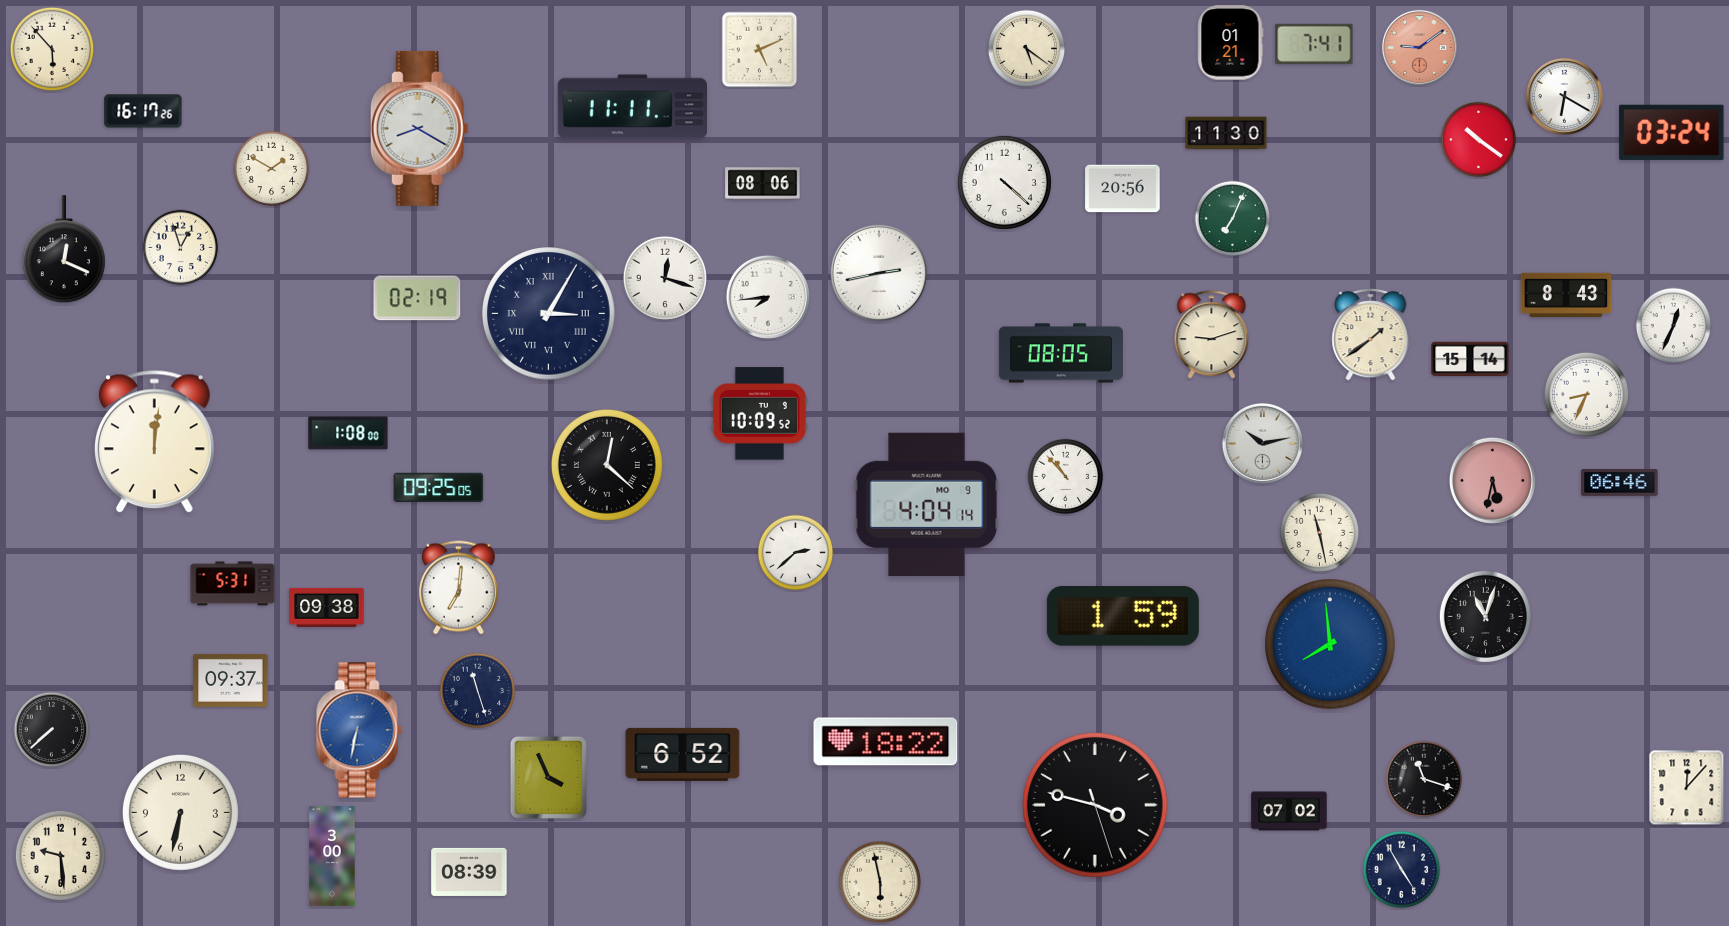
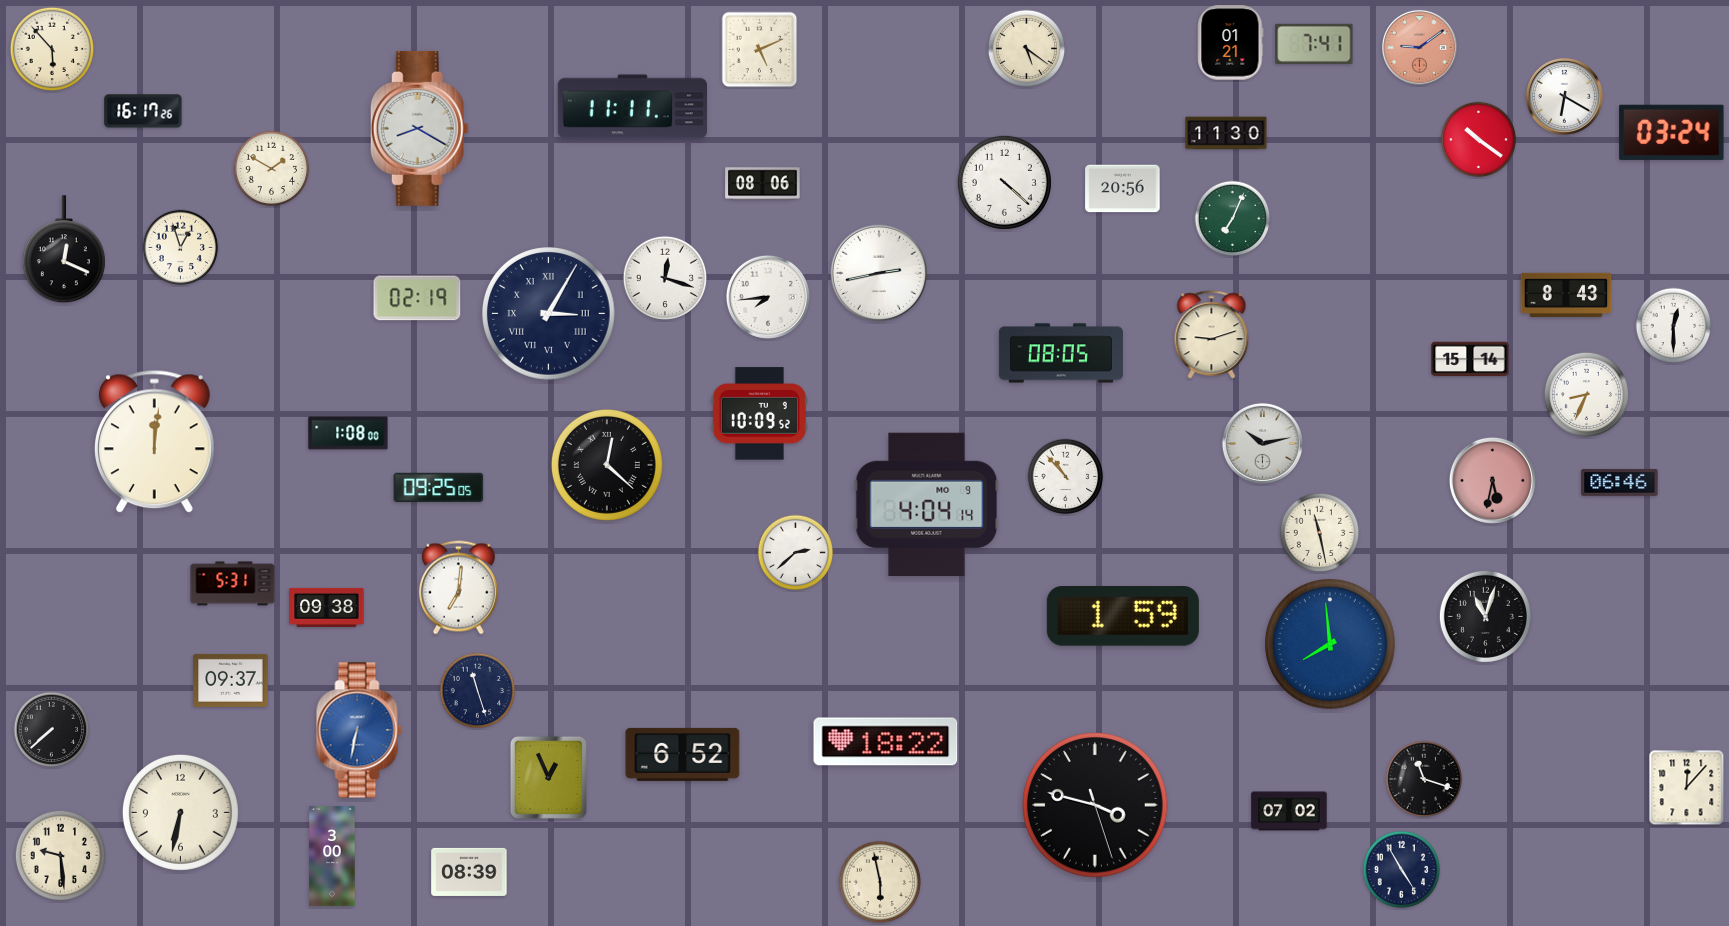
clock at (1674, 326): 12:34 -> 12:30
clock at (1371, 334): 1:39 -> none
clock at (548, 777): 3:56 -> 12:56
